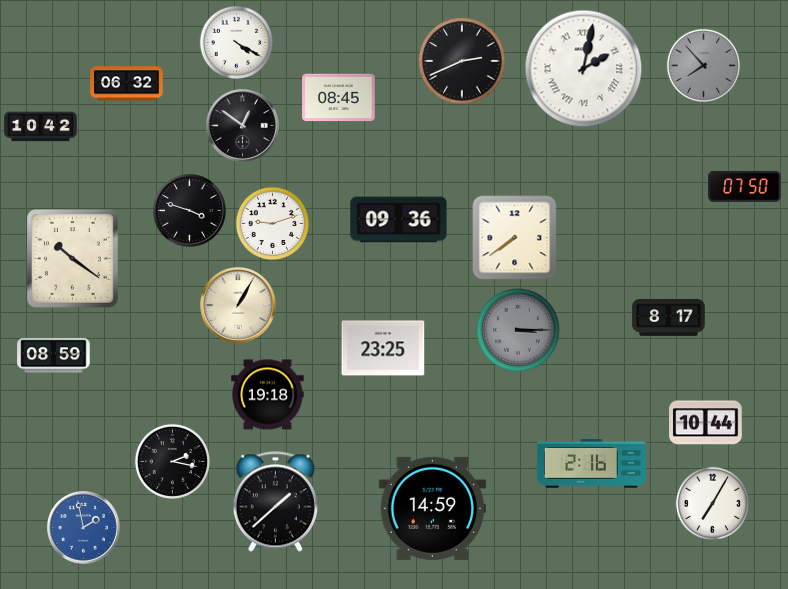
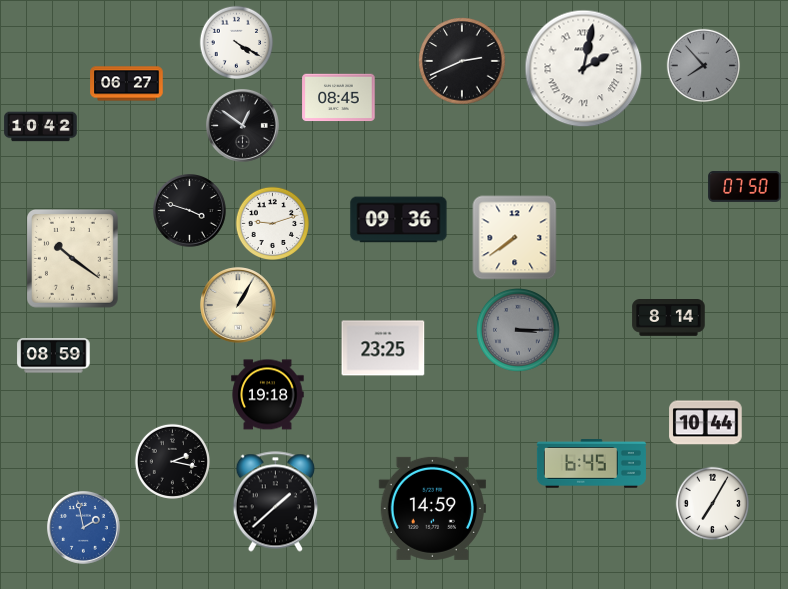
clock at (127, 84): 06:32 -> 06:27
clock at (669, 318): 8:17 -> 8:14
clock at (591, 464): 2:16 -> 6:45
